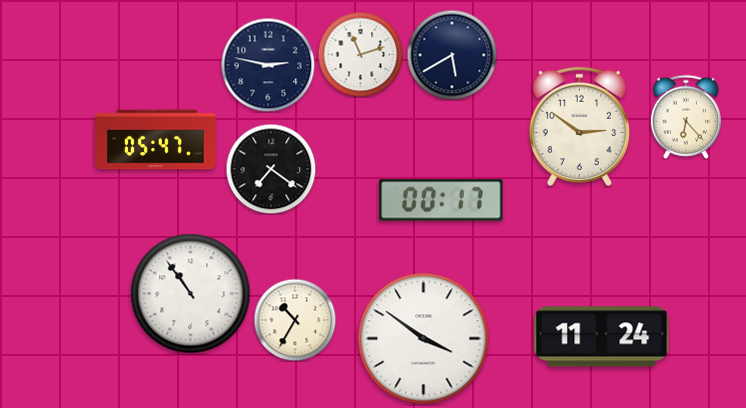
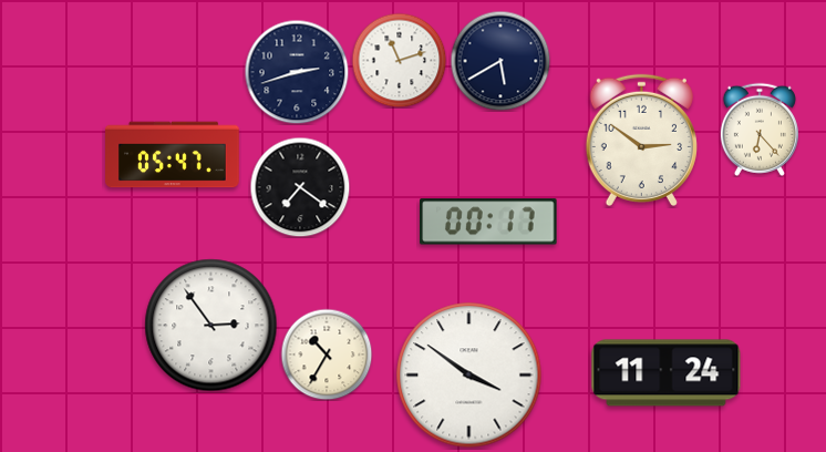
clock at (268, 65): 2:47 -> 2:42
clock at (191, 294): 10:54 -> 2:54
